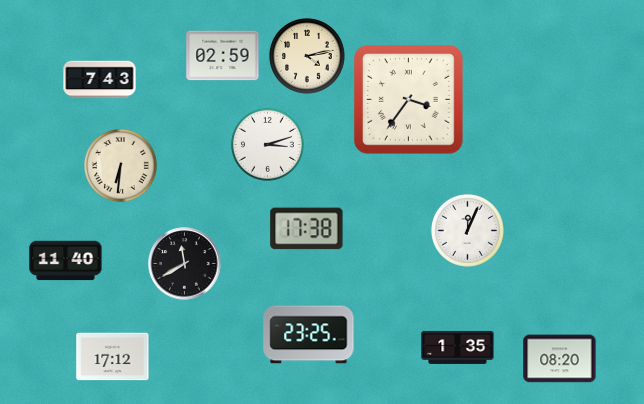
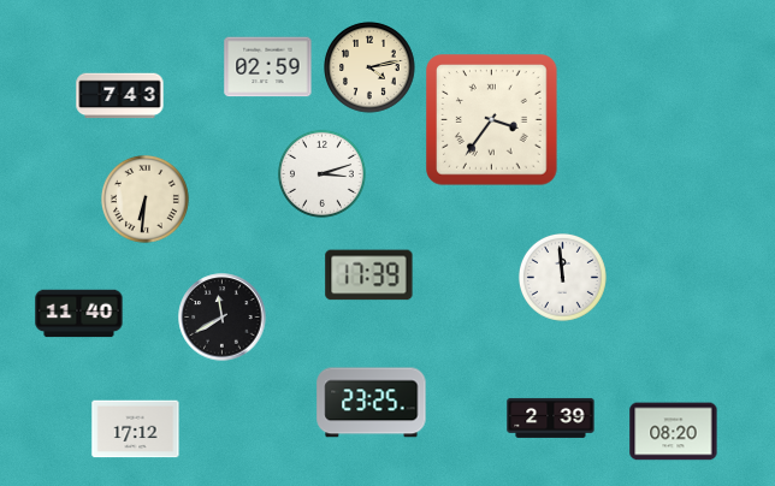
clock at (307, 229): 17:38 -> 17:39
clock at (467, 230): 12:04 -> 11:59
clock at (458, 347): 1:35 -> 2:39
